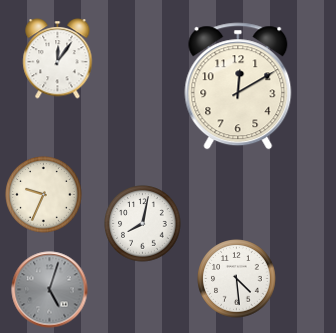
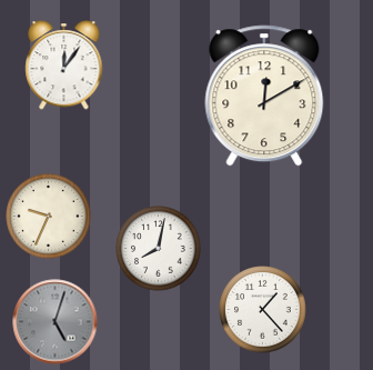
clock at (237, 279): 4:29 -> 1:23
